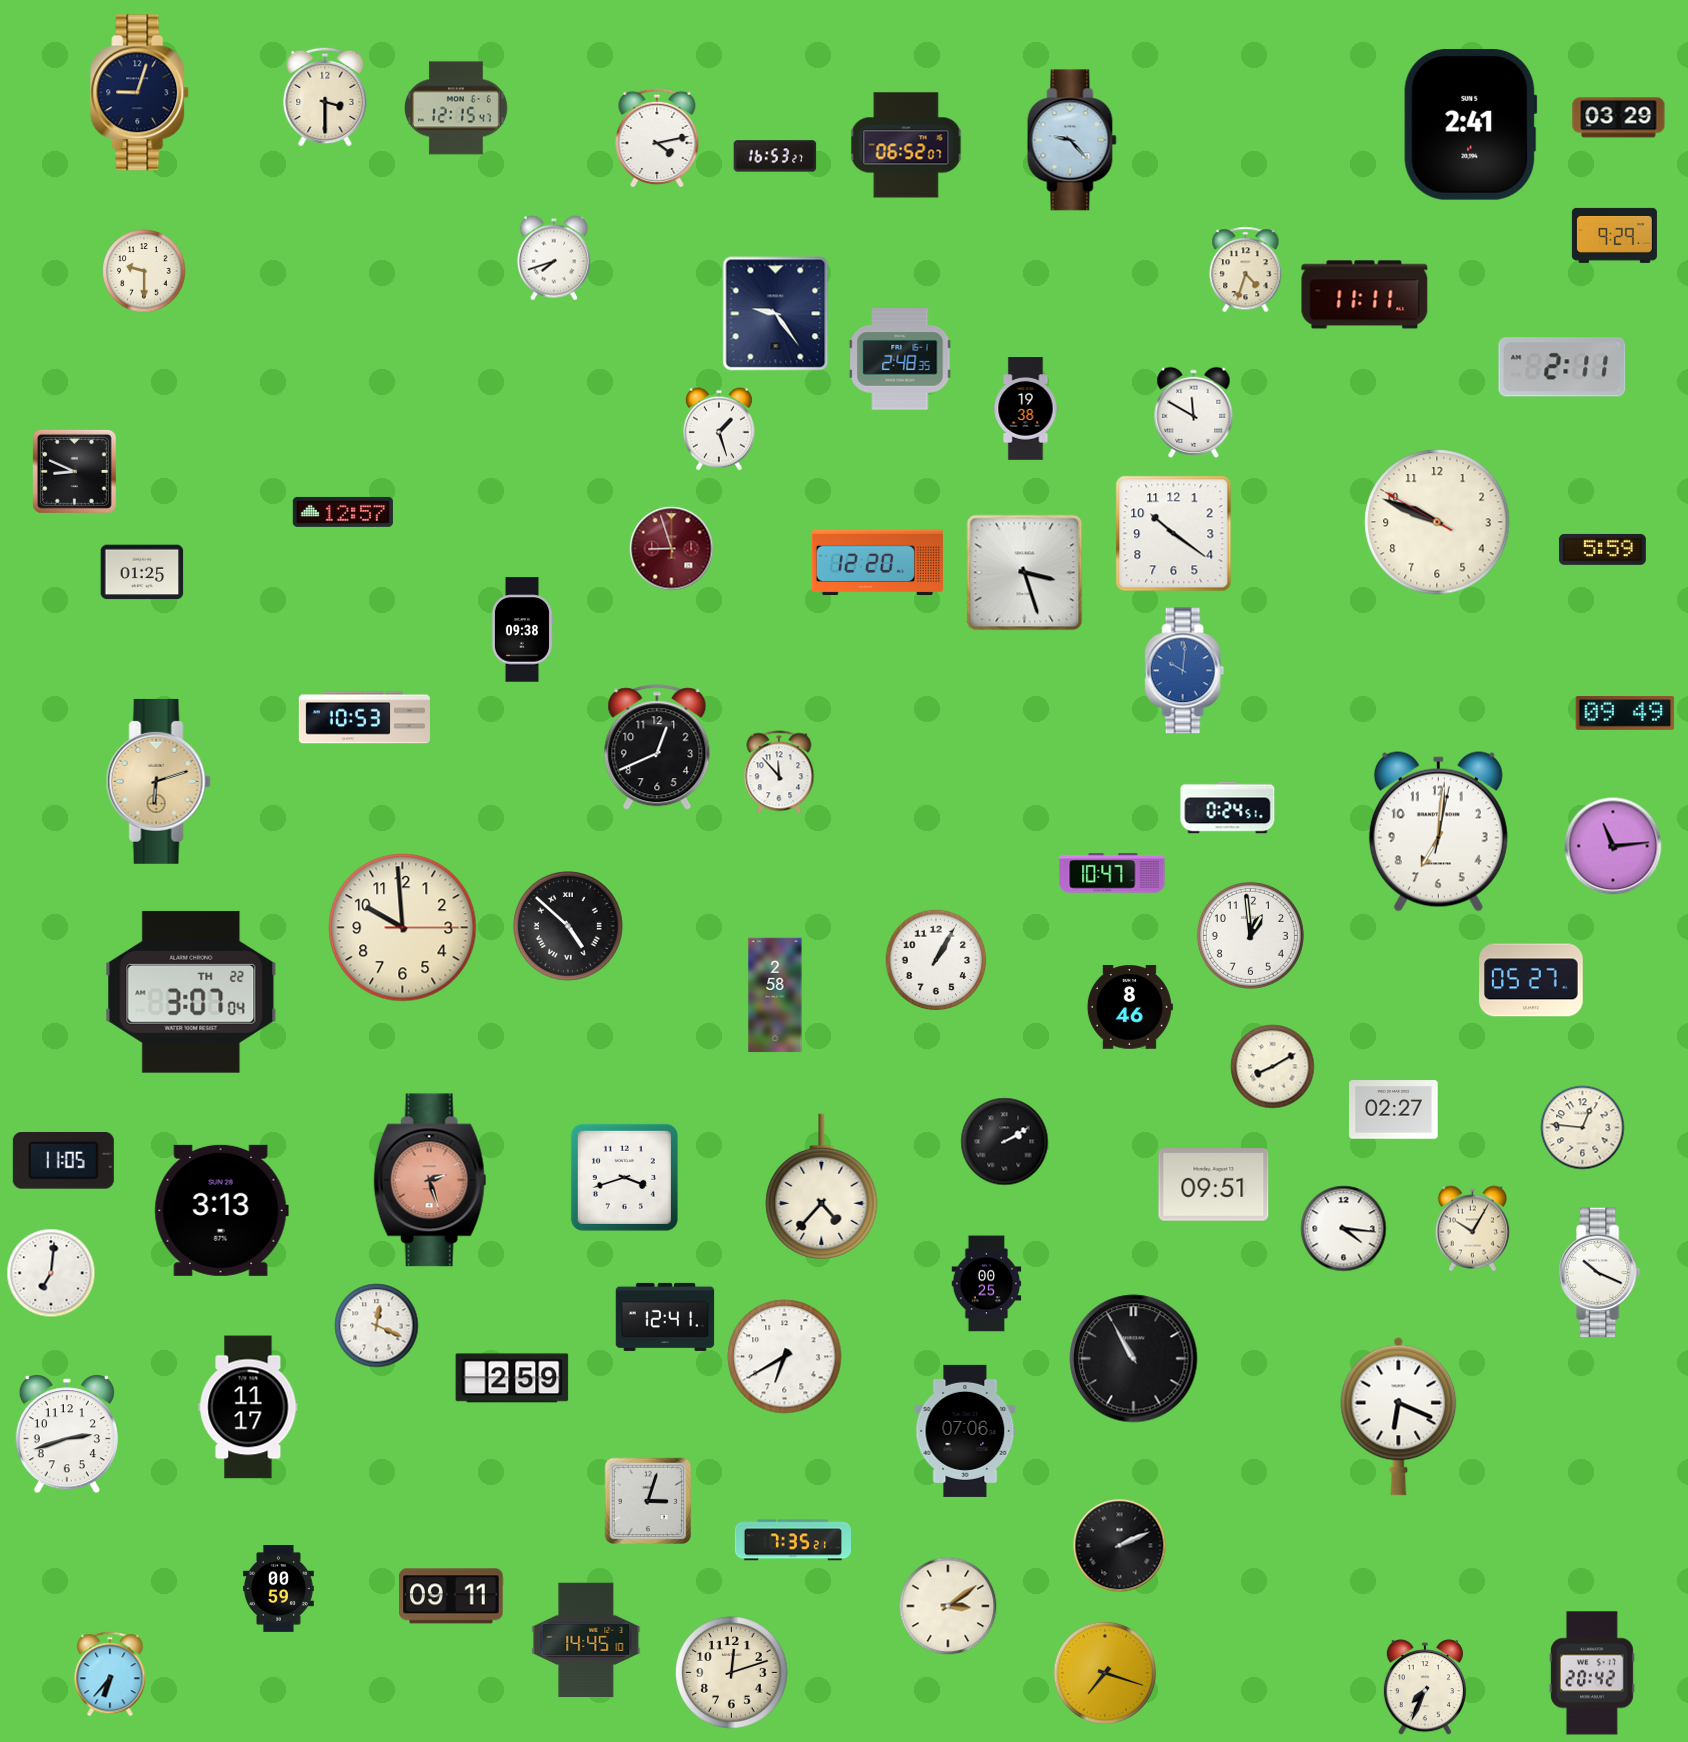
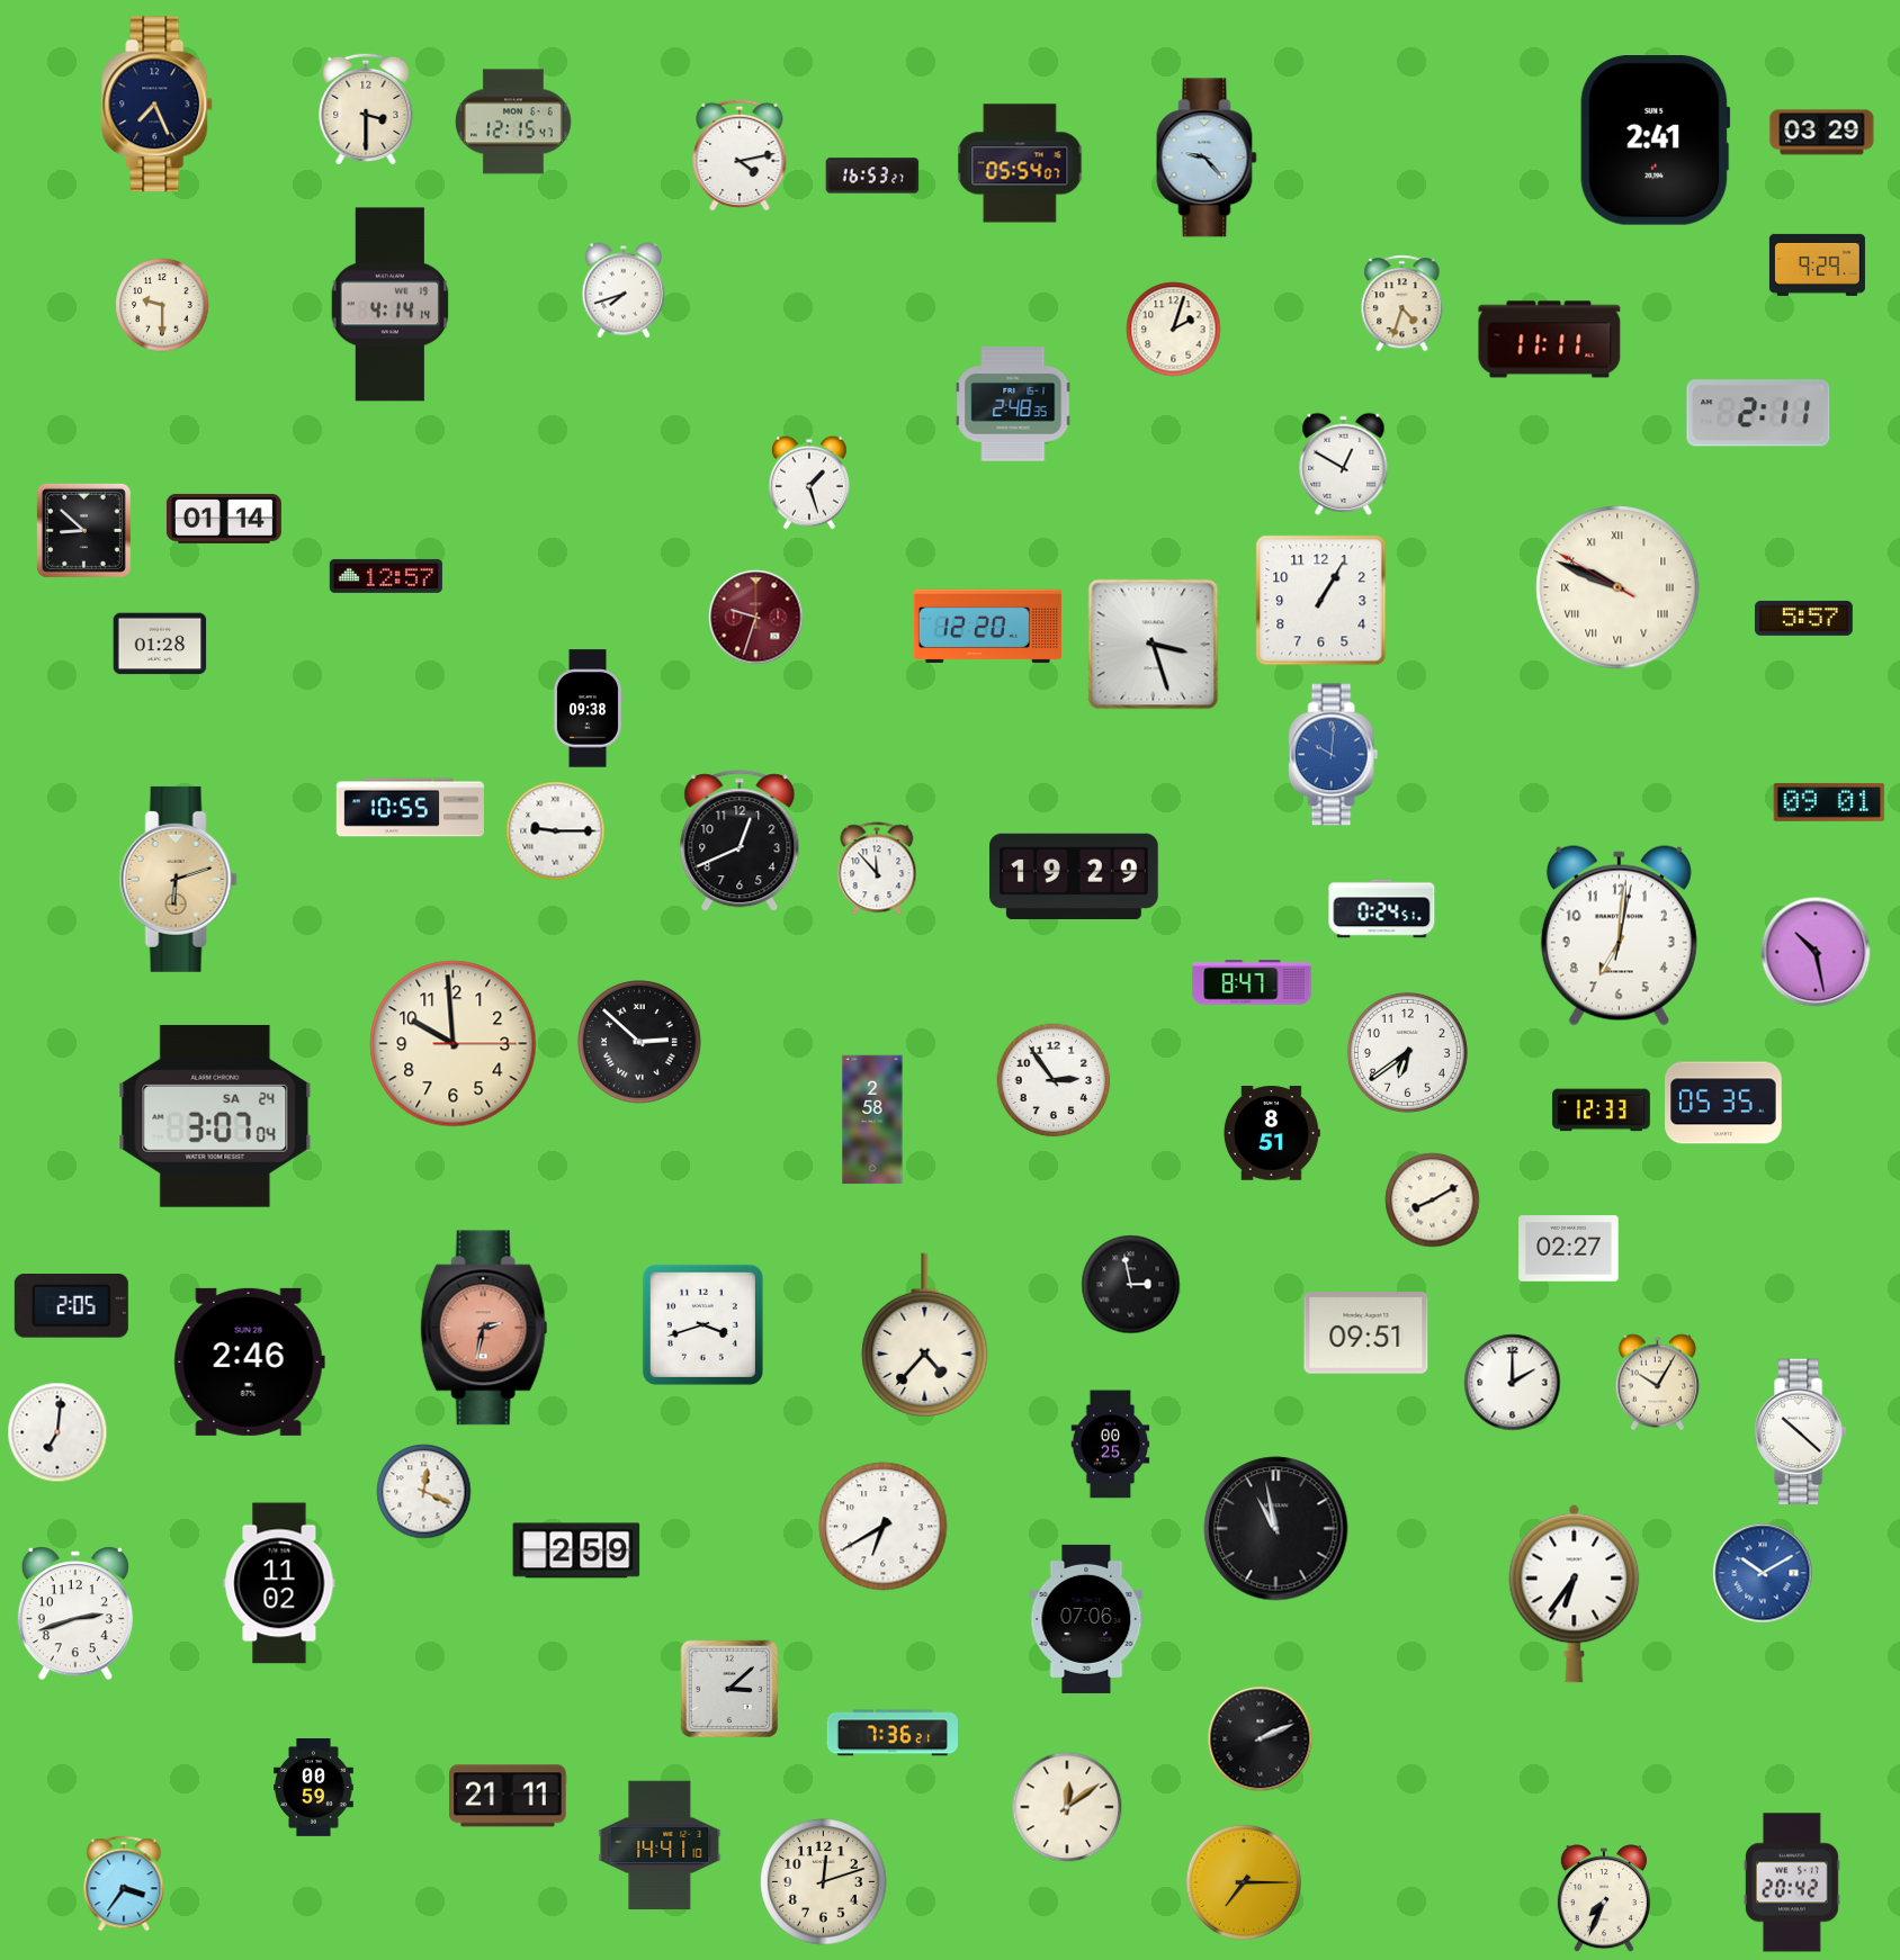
clock at (140, 93): 9:03 -> 7:26
clock at (906, 145): 06:52 -> 05:54
clock at (391, 305): none -> 4:14
clock at (1174, 330): none -> 2:03
clock at (1365, 295) position: (1365, 295) -> (1550, 340)
clock at (776, 314): 9:24 -> none
clock at (1026, 409): 19:38 -> none
clock at (1194, 412): 11:50 -> 12:50
clock at (224, 519): none -> 01:14
clock at (74, 471): 8:49 -> 8:52
clock at (1437, 522) numerals: Arabic -> Roman
clock at (1174, 534): 10:21 -> 1:05
clock at (672, 549): 8:57 -> 9:33
clock at (1602, 549): 5:59 -> 5:57
clock at (877, 563) position: (877, 563) -> (987, 627)
clock at (142, 572): 01:25 -> 01:28
clock at (1625, 713): 09:49 -> 09:01
clock at (364, 718): 10:53 -> 10:55
clock at (556, 831): none -> 9:15
clock at (1075, 875): none -> 19:29
clock at (1613, 846): 11:14 -> 10:28
clock at (1112, 873): 10:47 -> 8:47
clock at (569, 927): 4:52 -> 2:52
clock at (1250, 935): 12:59 -> 6:39
clock at (936, 960): 1:05 -> 2:54
clock at (1531, 980): 05:27 -> 05:35
clock at (1602, 1111): none -> 12:33
clock at (191, 992) date: TH 22 -> SA 24
clock at (1130, 1007): 8:46 -> 8:51
clock at (1583, 1128): 12:46 -> none
clock at (1005, 1142): 2:10 -> 2:58
clock at (63, 1161): 11:05 -> 2:05
clock at (430, 1180): 2:27 -> 2:32
clock at (221, 1210): 3:13 -> 2:46
clock at (1344, 1229): 4:16 -> 2:00
clock at (1600, 1273): 10:19 -> 10:22
clock at (665, 1317): 12:41 -> none
clock at (1134, 1359): 10:55 -> 10:58
clock at (1763, 1573): none -> 10:10
clock at (248, 1407): 11:17 -> 11:02
clock at (1399, 1416): 6:19 -> 6:36
clock at (965, 1431) position: (965, 1431) -> (1086, 1619)
clock at (648, 1501): 3:03 -> 3:08
clock at (793, 1540): 7:35 -> 7:36
clock at (451, 1596): 09:11 -> 21:11
clock at (948, 1606): 3:09 -> 12:09
clock at (586, 1640): 14:45 -> 14:41
clock at (1104, 1672): 7:18 -> 7:15
clock at (110, 1674): 6:37 -> 3:36
